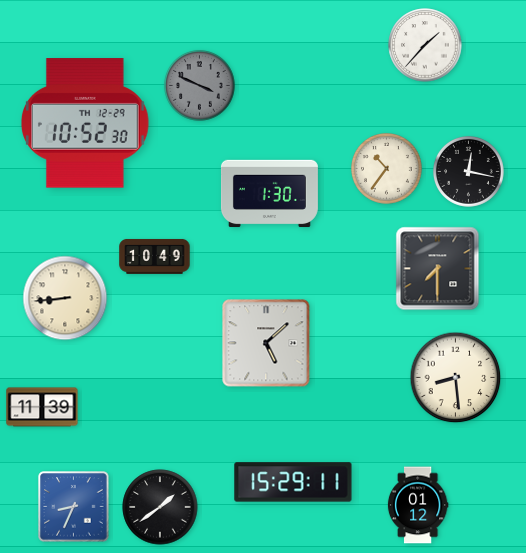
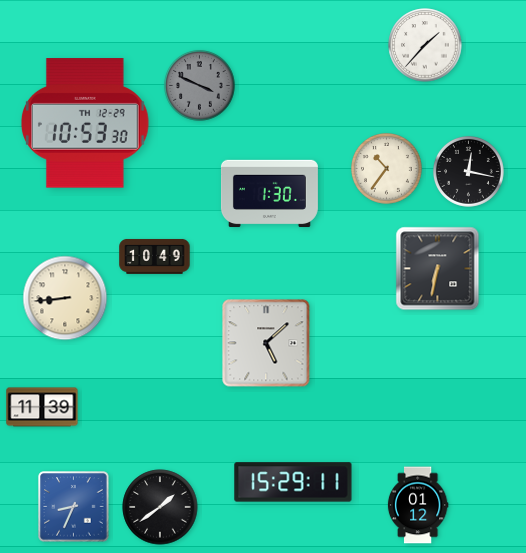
clock at (85, 123): 10:52 -> 10:53
clock at (438, 269): 7:30 -> 6:32
clock at (456, 378): 8:29 -> none
